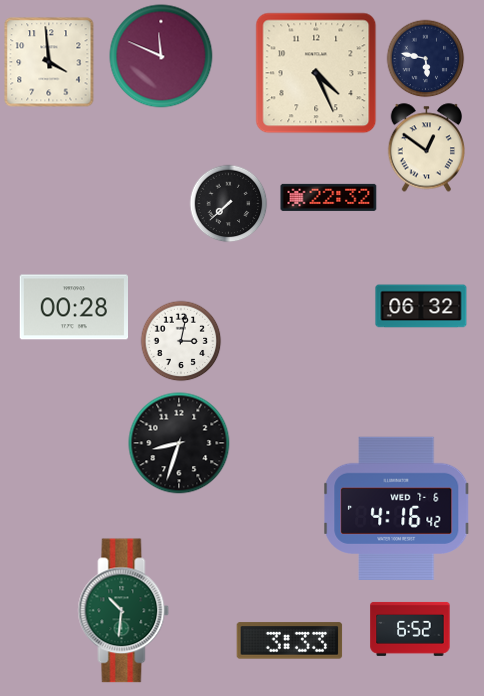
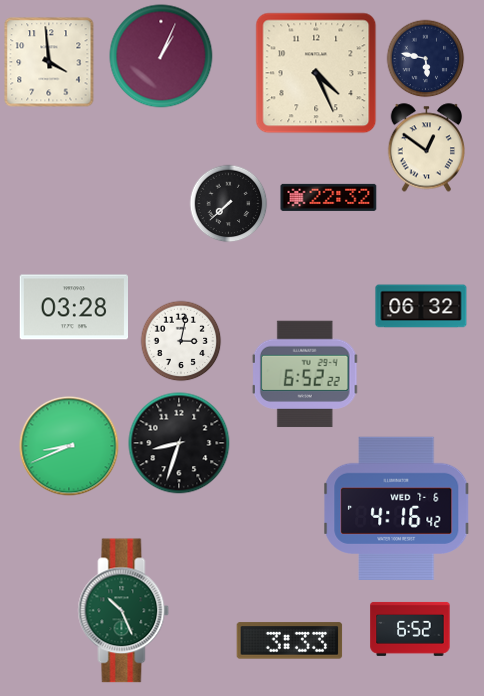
clock at (161, 56): 11:49 -> 1:04
clock at (73, 307): 00:28 -> 03:28
clock at (305, 374): none -> 6:52
clock at (69, 446): none -> 8:41
clock at (124, 611): 10:31 -> 10:26
